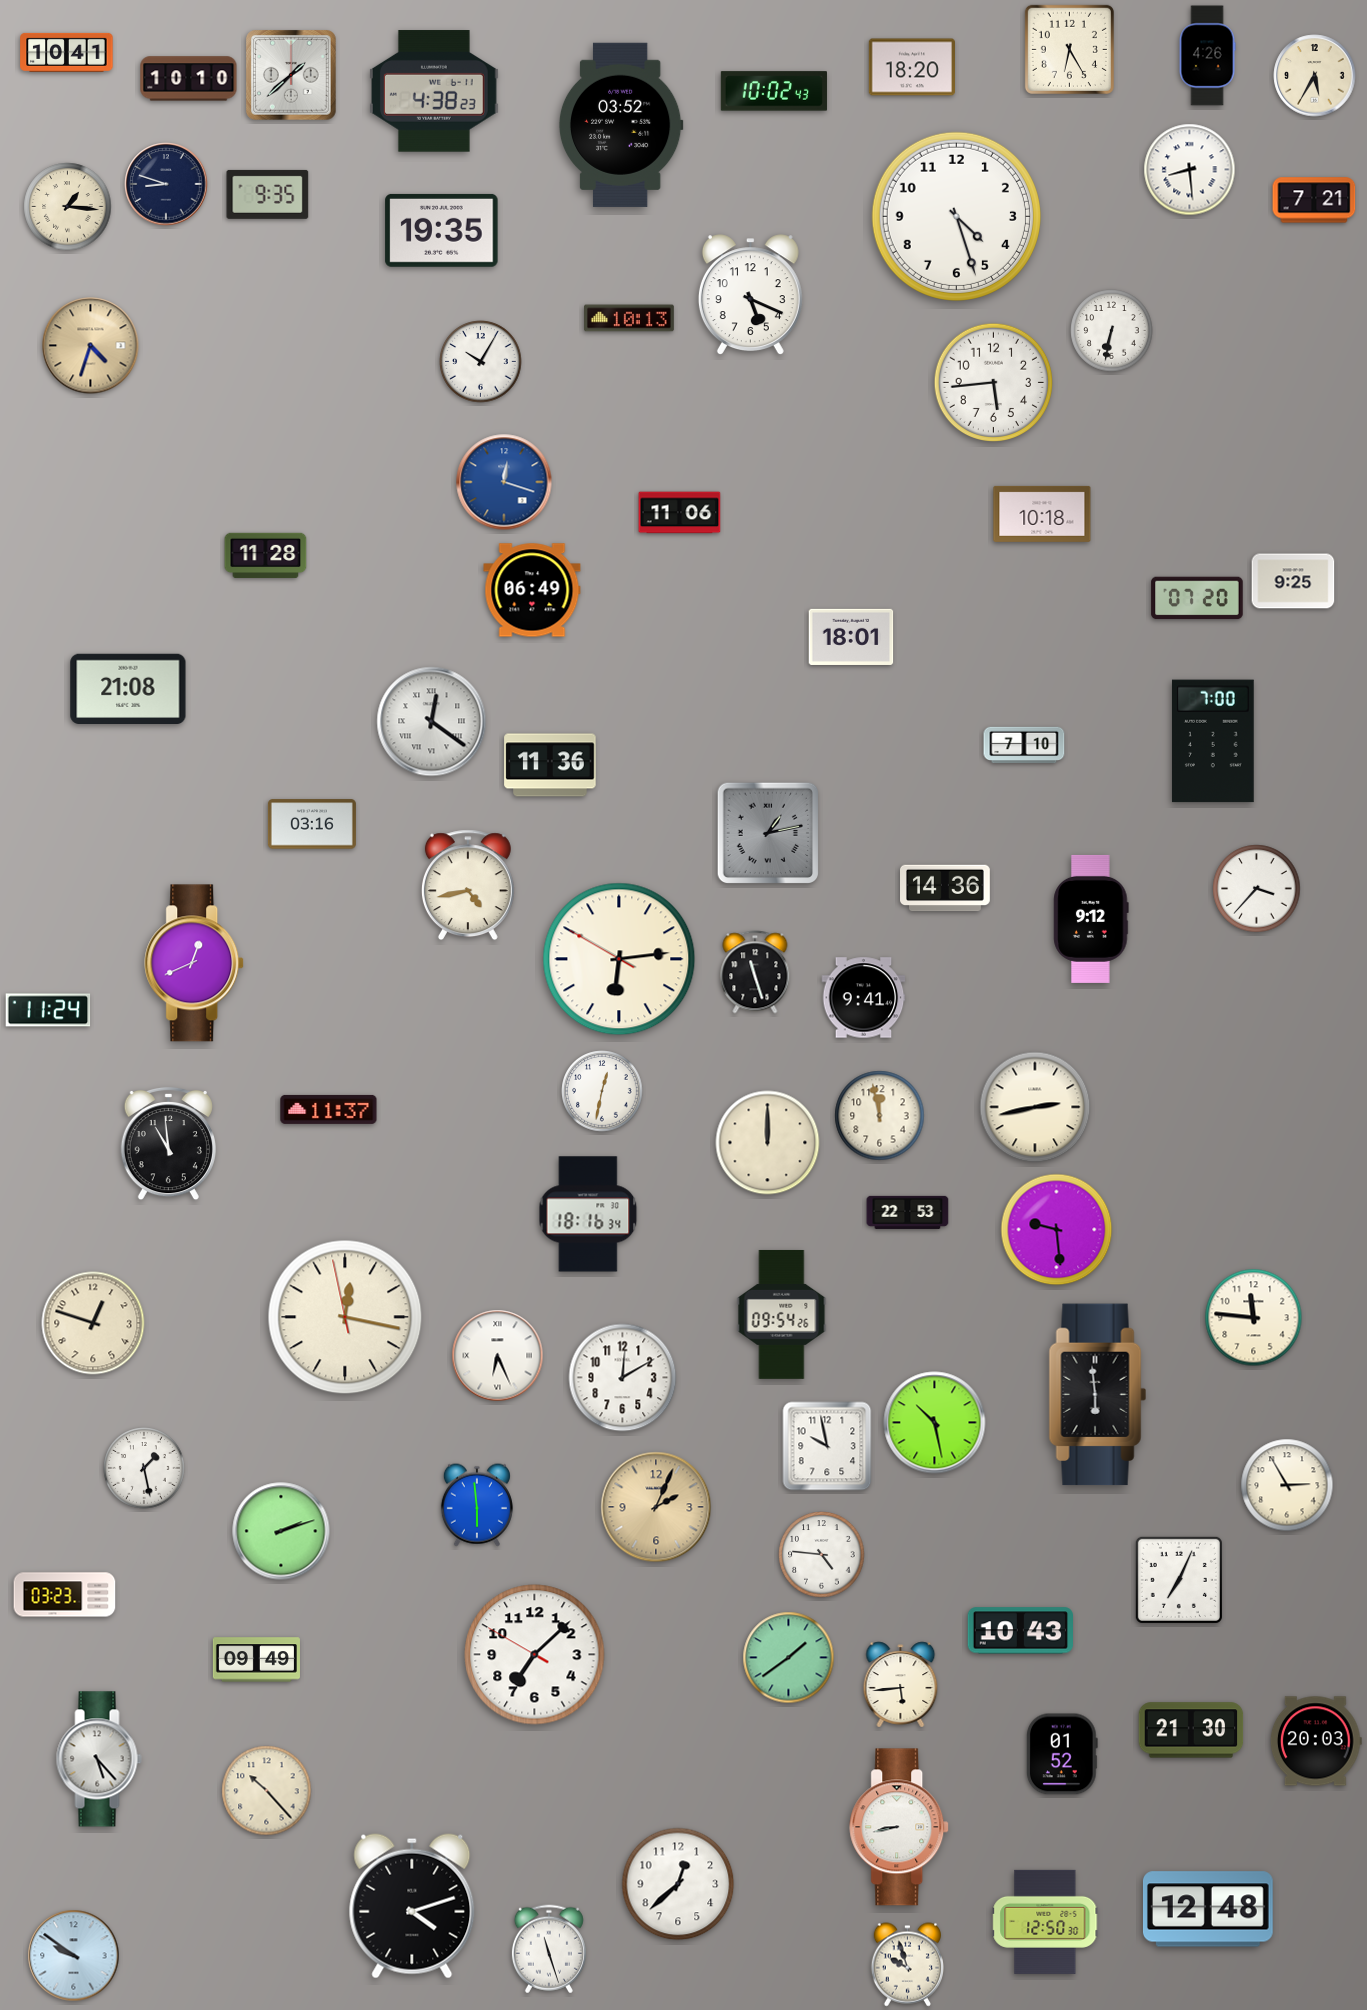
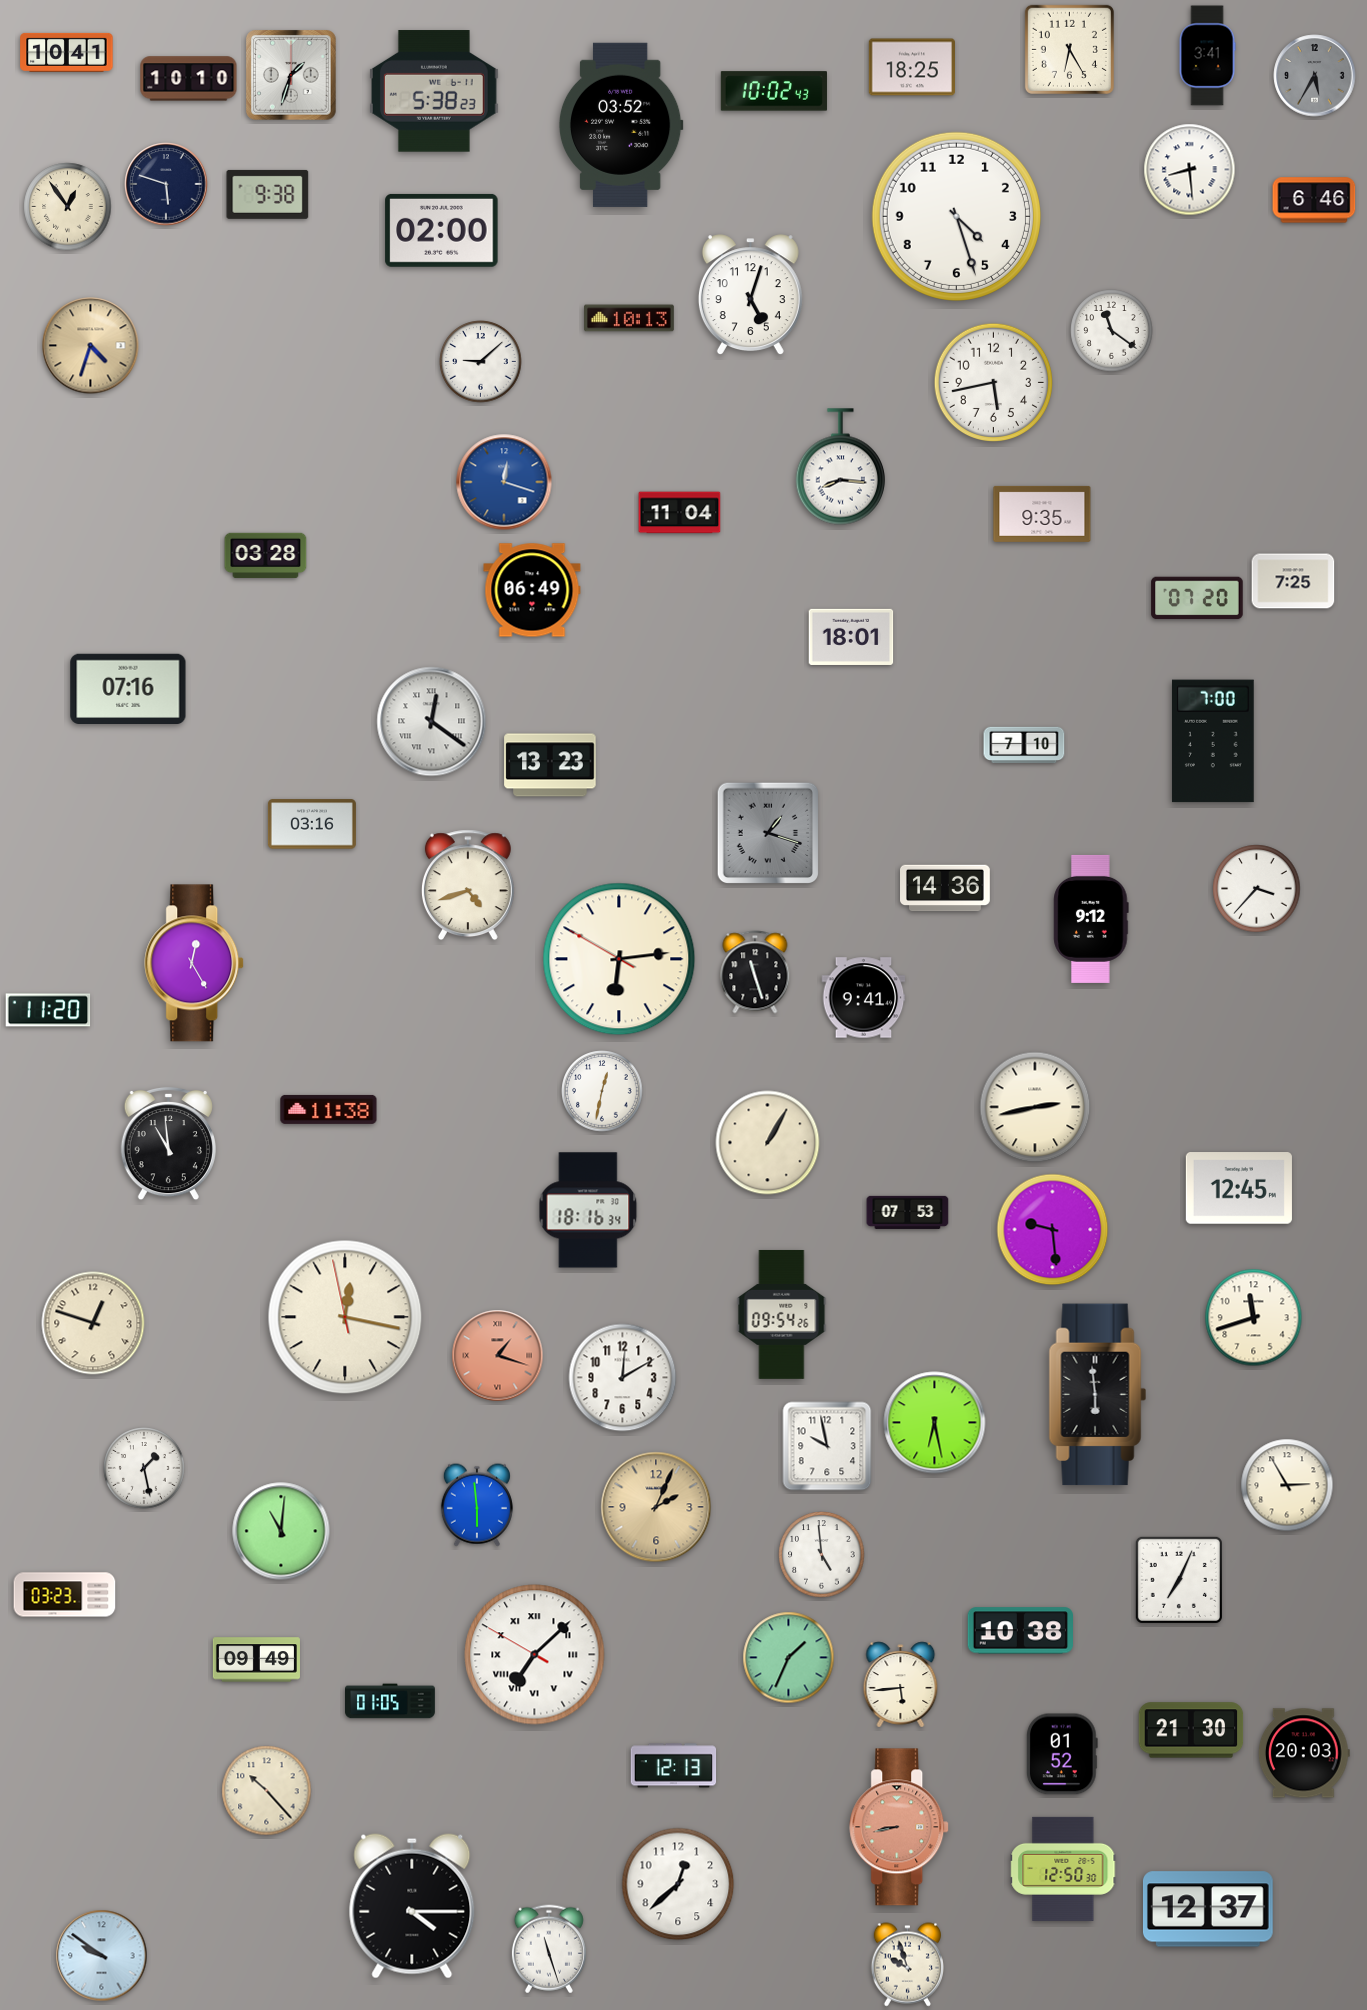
clock at (1207, 56): 4:26 -> 3:41
clock at (911, 67): 18:20 -> 18:25
clock at (292, 76): 1:38 -> 1:33
clock at (1315, 76) dial: cream -> grey
clock at (434, 91): 4:38 -> 5:38
clock at (166, 184): 8:48 -> 5:48
clock at (268, 194): 9:35 -> 9:38
clock at (1314, 200): 7:21 -> 6:46
clock at (68, 207): 1:16 -> 12:54
clock at (442, 230): 19:35 -> 02:00
clock at (750, 295): 5:19 -> 5:03
clock at (1112, 331): 6:32 -> 11:21
clock at (481, 362): 10:05 -> 9:08
clock at (994, 383): 5:44 -> 5:43
clock at (840, 467): none -> 8:16
clock at (680, 513): 11:06 -> 11:04
clock at (1042, 514): 10:18 -> 9:35
clock at (266, 556): 11:28 -> 03:28
clock at (1293, 581): 9:25 -> 7:25
clock at (128, 688): 21:08 -> 07:16
clock at (550, 765): 11:36 -> 13:23
clock at (768, 833): 1:13 -> 1:18
clock at (468, 885): 4:43 -> 4:42
clock at (195, 963): 12:41 -> 12:25
clock at (48, 1010): 11:24 -> 11:20
clock at (329, 1109): 11:37 -> 11:38
clock at (880, 1116): 11:58 -> none
clock at (768, 1143): 12:00 -> 1:05
clock at (1239, 1188): none -> 12:45
clock at (908, 1212): 22:53 -> 07:53
clock at (588, 1214) position: (588, 1214) -> (588, 1210)
clock at (1057, 1230) position: (1057, 1230) -> (1053, 1230)
clock at (1254, 1318): 11:46 -> 11:42
clock at (498, 1356): 6:26 -> 1:18
clock at (498, 1356) dial: white -> salmon
clock at (935, 1423): 10:28 -> 6:28
clock at (281, 1531): 2:12 -> 11:01
clock at (822, 1555): 4:46 -> 4:59
clock at (1020, 1631): 10:43 -> 10:38
clock at (535, 1655) numerals: Arabic -> Roman
clock at (789, 1658): 1:39 -> 1:34
clock at (391, 1701): none -> 01:05
clock at (1316, 1741) position: (1316, 1741) -> (1304, 1753)
clock at (99, 1759): 5:23 -> none
clock at (674, 1766): none -> 12:13
clock at (900, 1827) dial: white -> salmon
clock at (412, 1906): 4:12 -> 4:15
clock at (1208, 1909): 12:48 -> 12:37
clock at (1045, 1922) position: (1045, 1922) -> (1063, 1869)
clock at (74, 1956) position: (74, 1956) -> (102, 1956)
